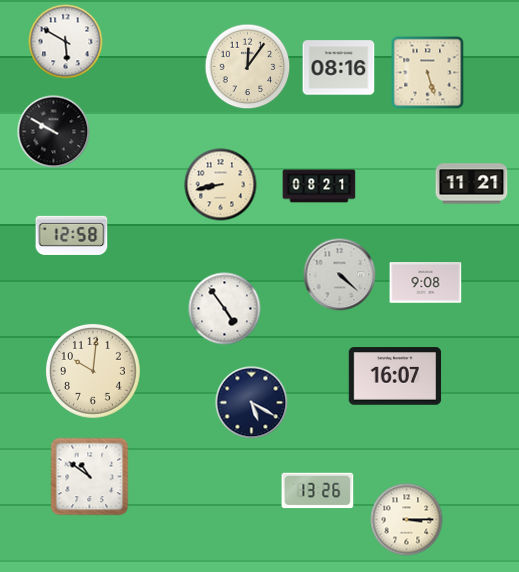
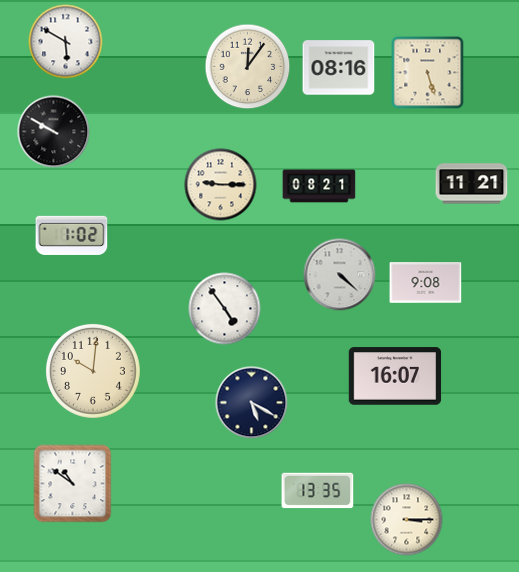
clock at (221, 185): 8:43 -> 9:15
clock at (72, 235): 12:58 -> 1:02
clock at (90, 477) position: (90, 477) -> (73, 484)
clock at (318, 491): 13:26 -> 13:35
